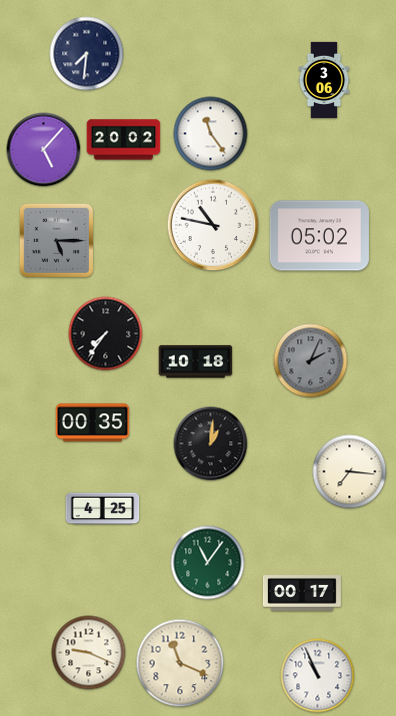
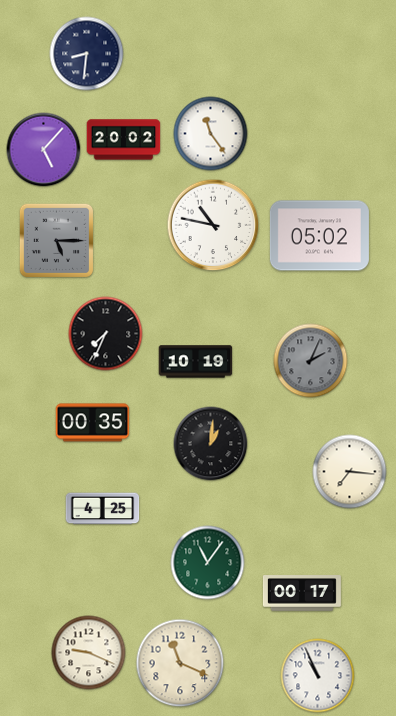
clock at (87, 54): 7:31 -> 8:31
clock at (324, 79): 3:06 -> none
clock at (106, 334): 7:36 -> 7:34
clock at (196, 362): 10:18 -> 10:19
